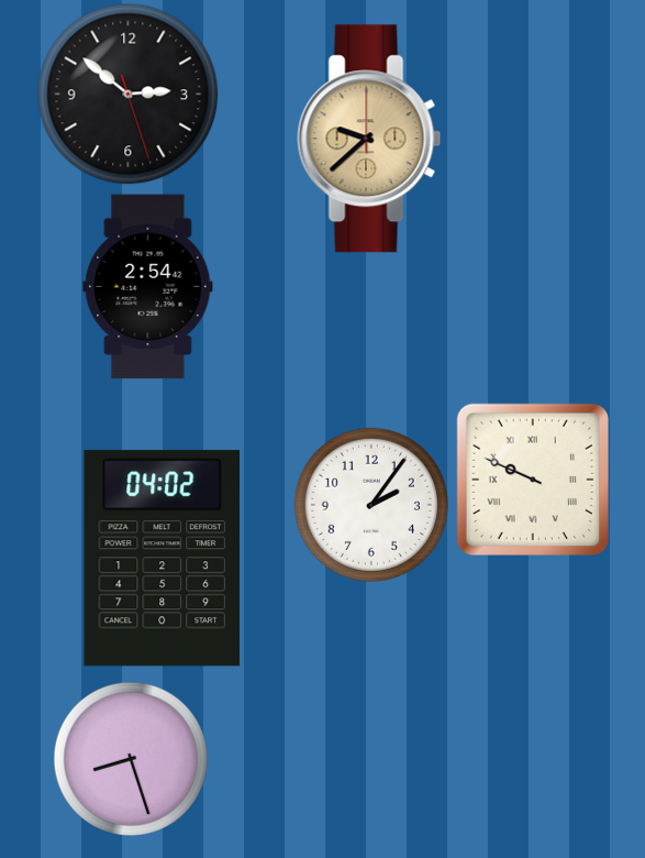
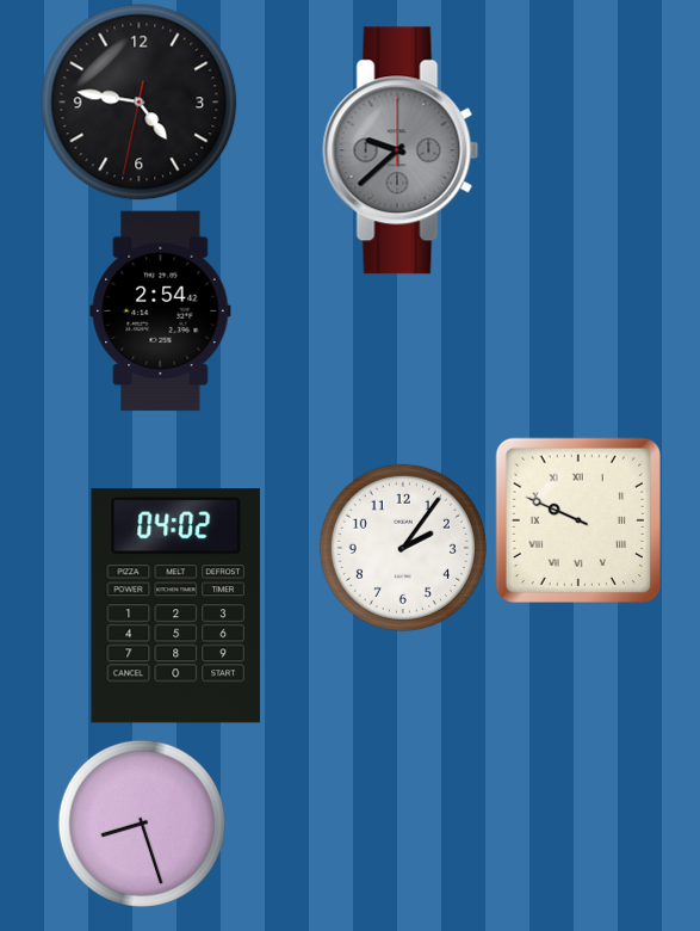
clock at (129, 95): 2:51 -> 4:46
clock at (369, 139) dial: champagne -> grey
